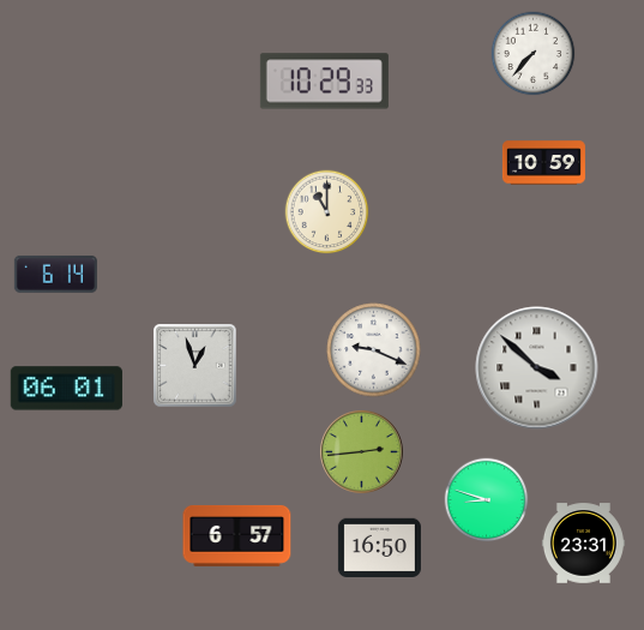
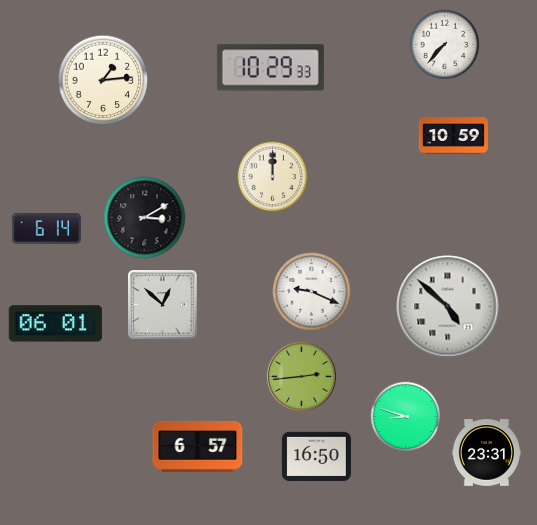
clock at (103, 80): none -> 1:14
clock at (327, 212): 11:00 -> 12:00
clock at (145, 218): none -> 3:10
clock at (195, 366): 12:57 -> 12:52
clock at (537, 368): 3:52 -> 4:52
